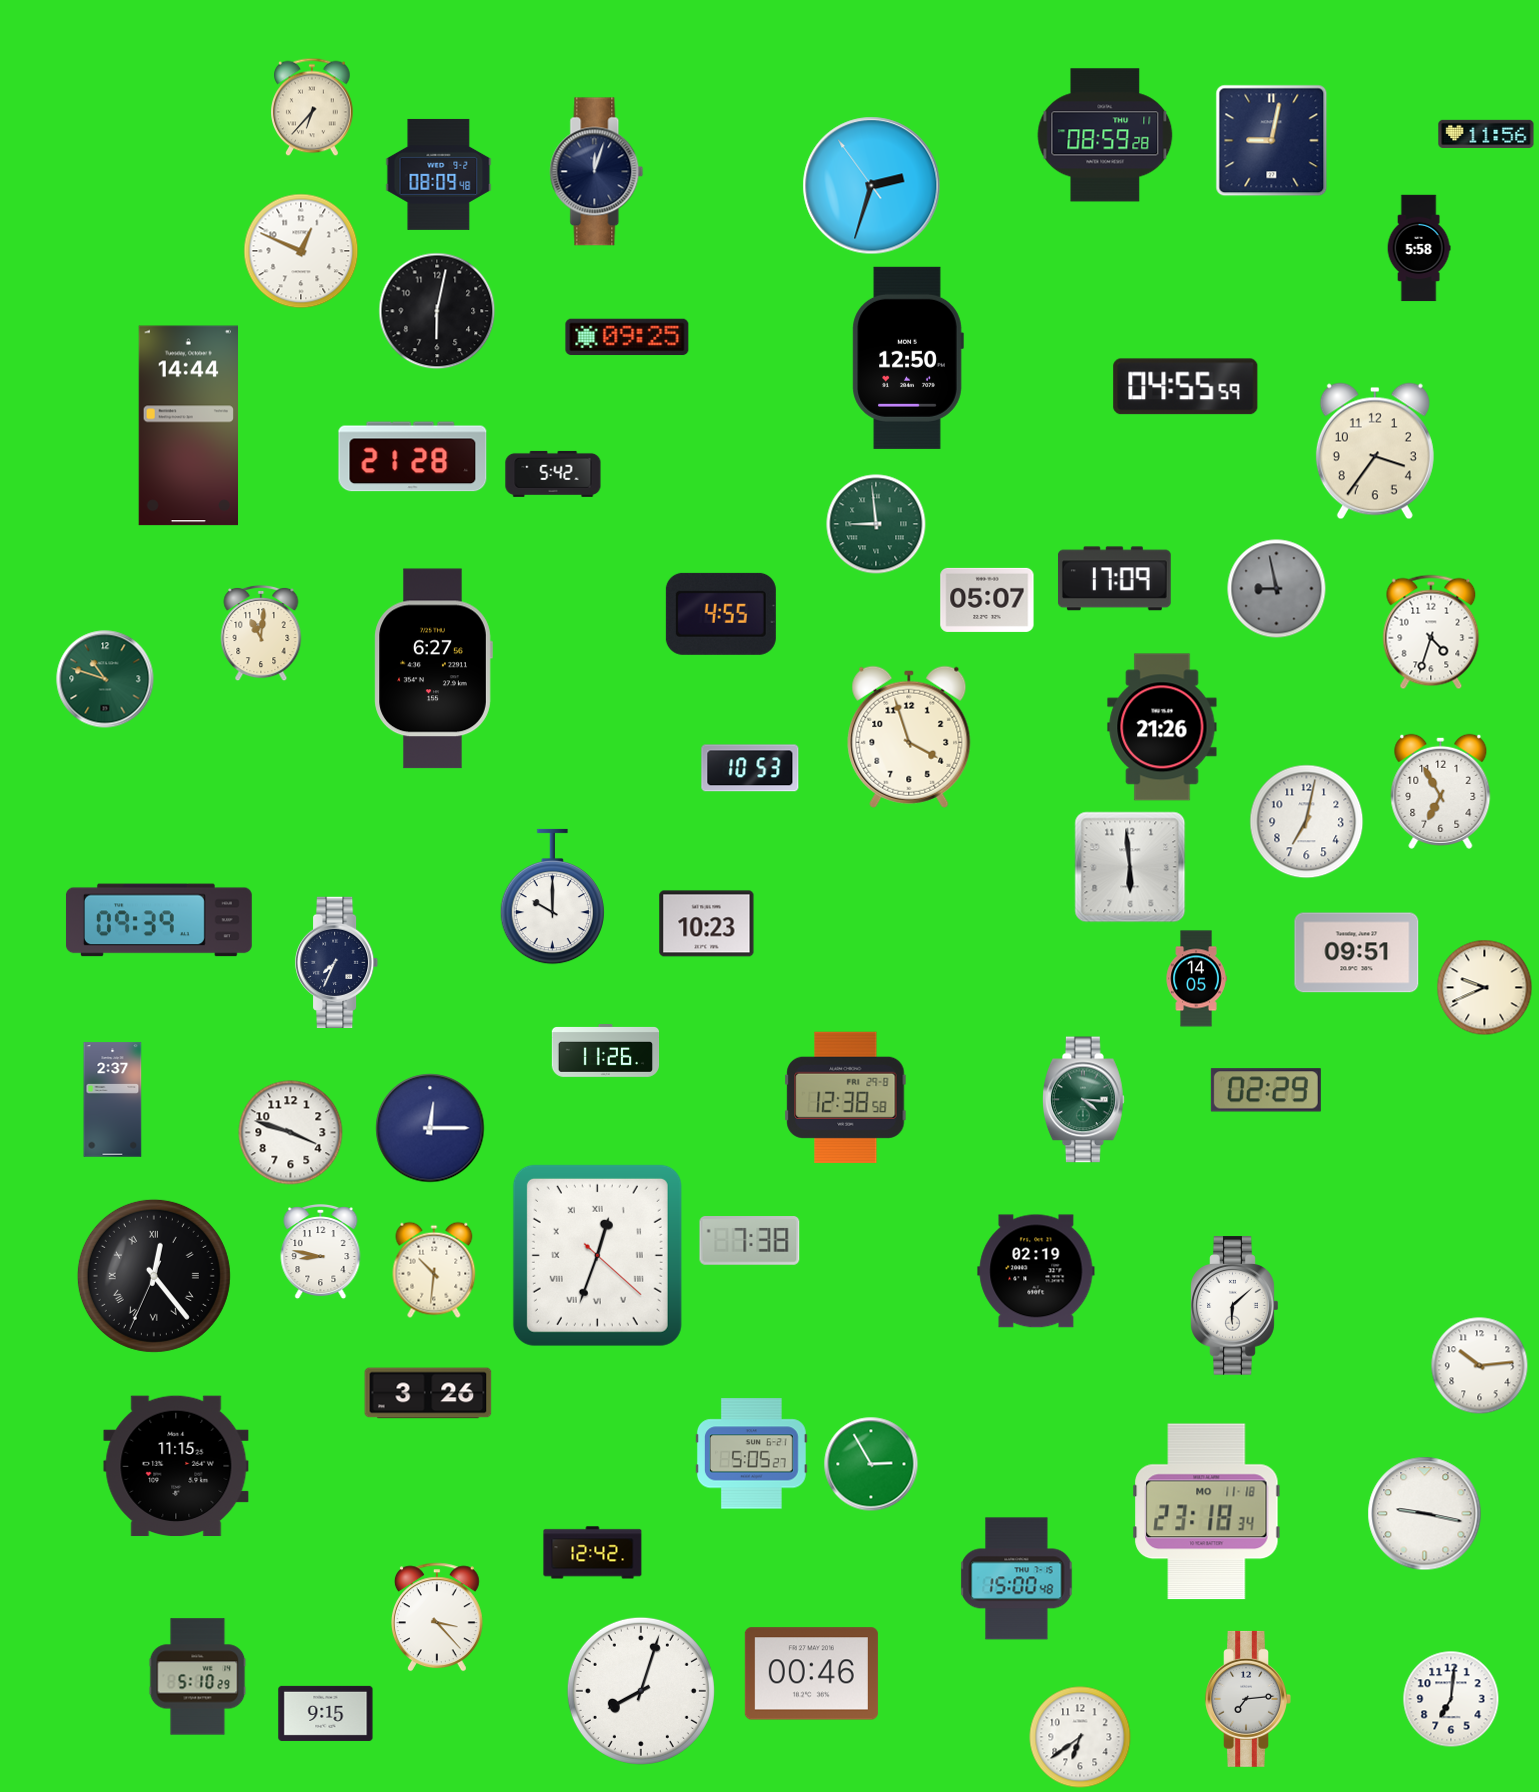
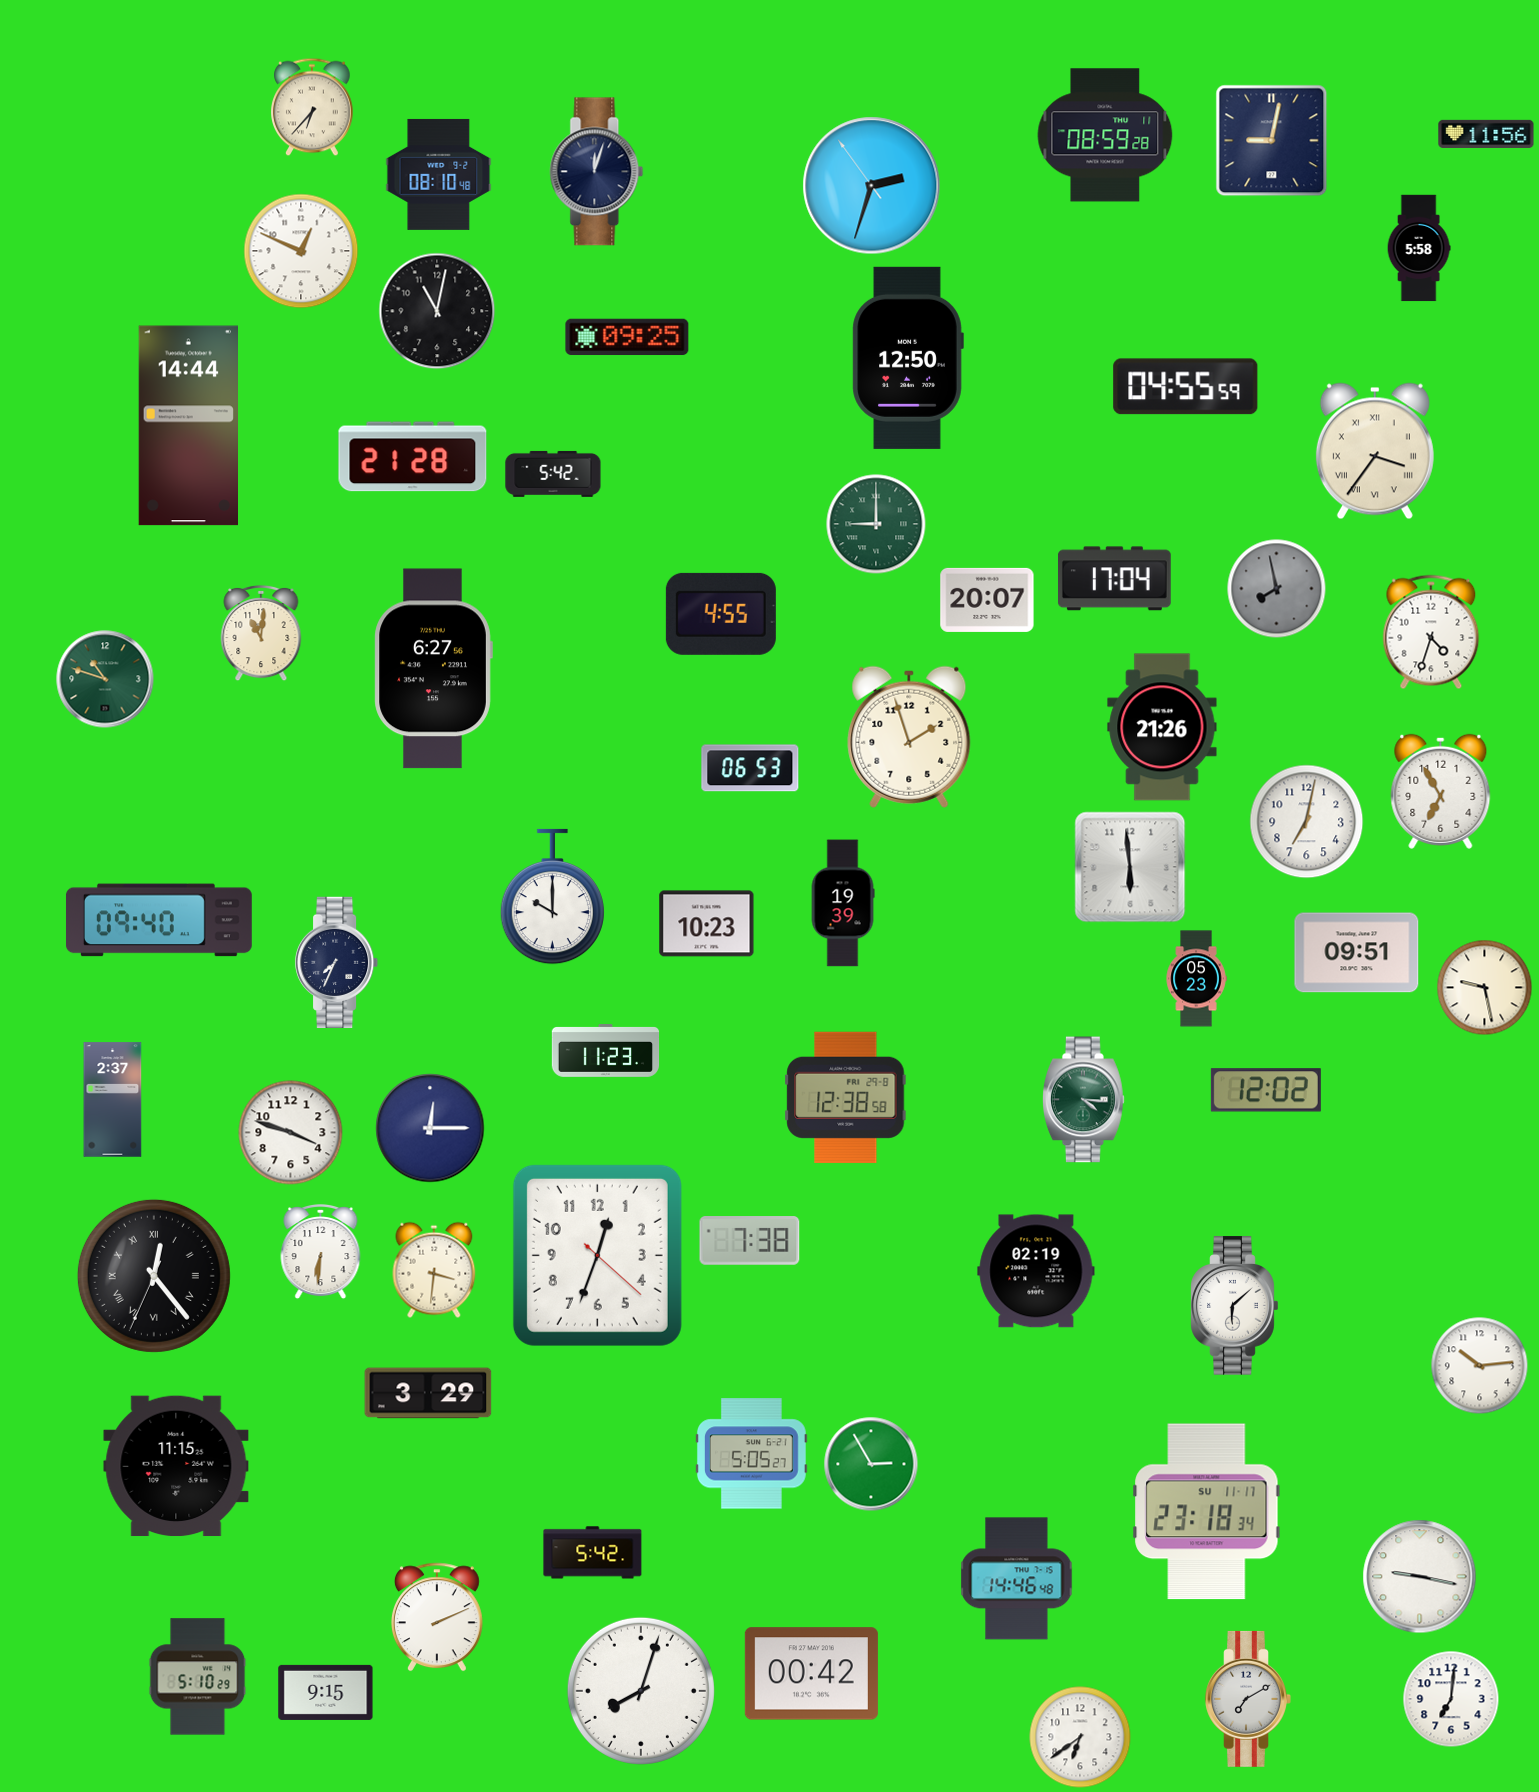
clock at (439, 174): 08:09 -> 08:10
clock at (437, 311): 6:02 -> 11:02
clock at (1375, 451) numerals: Arabic -> Roman
clock at (876, 524): 8:59 -> 9:00
clock at (1114, 579): 17:09 -> 17:04
clock at (1277, 589): 8:58 -> 7:58
clock at (987, 600): 05:07 -> 20:07
clock at (909, 737): 3:57 -> 1:57
clock at (750, 768): 10:53 -> 06:53
clock at (843, 903): none -> 19:39
clock at (159, 920): 09:39 -> 09:40
clock at (1196, 979): 14:05 -> 05:23
clock at (1485, 988): 9:41 -> 9:28
clock at (606, 1051): 11:26 -> 11:23
clock at (1266, 1090): 02:29 -> 12:02
clock at (321, 1253): 8:47 -> 6:31
clock at (597, 1255) numerals: Roman -> Arabic
clock at (434, 1270): 10:31 -> 3:31
clock at (428, 1393): 3:26 -> 3:29
clock at (1207, 1512) date: MO 11-18 -> SU 11-17
clock at (1425, 1514) position: (1425, 1514) -> (1420, 1577)
clock at (593, 1553): 12:42 -> 5:42
clock at (1017, 1579): 15:00 -> 14:46
clock at (437, 1617): 3:23 -> 2:11
clock at (811, 1674): 00:46 -> 00:42
clock at (1248, 1699): 7:14 -> 7:10
clock at (326, 1713) position: (326, 1713) -> (326, 1692)
